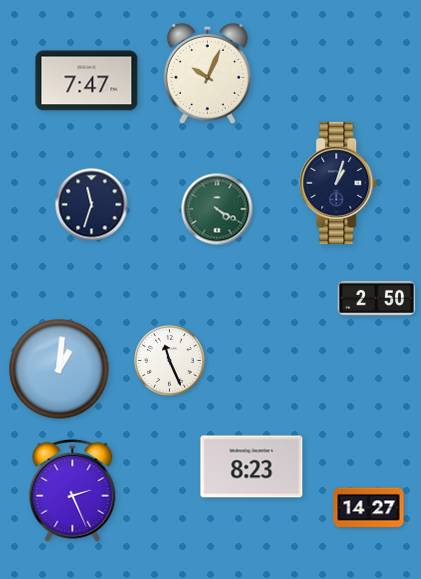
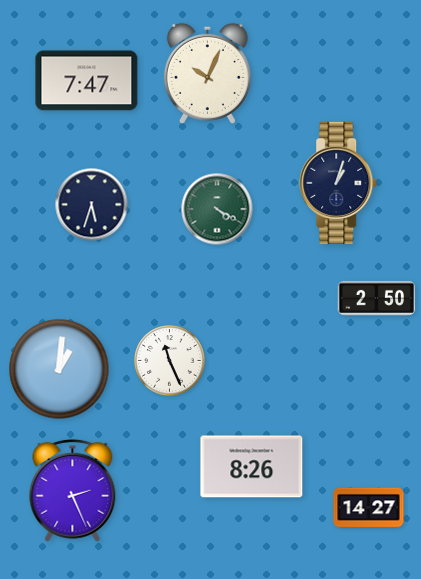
clock at (92, 205): 11:33 -> 5:33
clock at (252, 467): 8:23 -> 8:26
